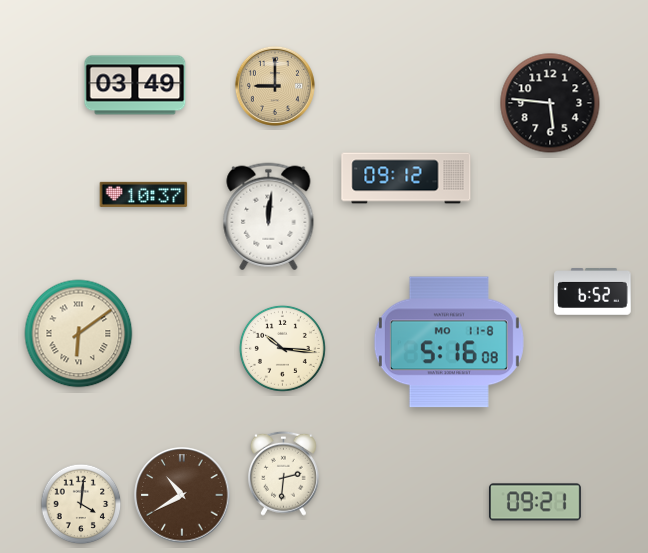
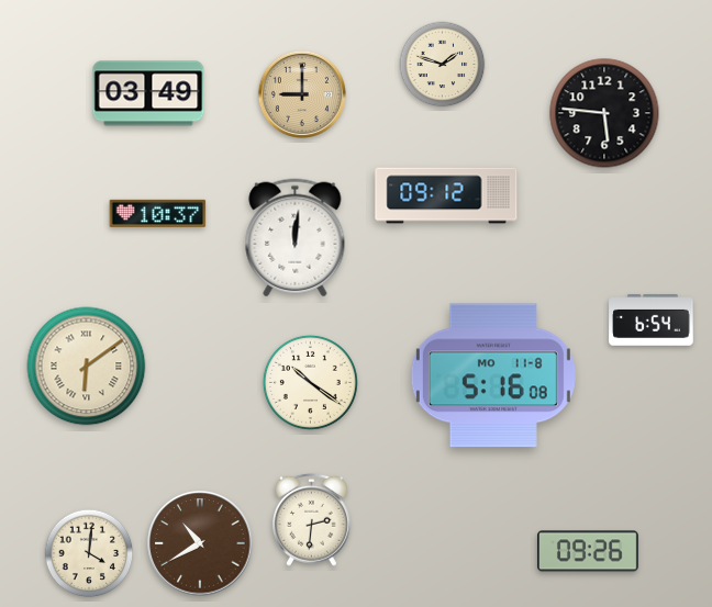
clock at (443, 65): none -> 1:48
clock at (593, 292): 6:52 -> 6:54
clock at (282, 348): 10:16 -> 10:21
clock at (535, 502): 09:21 -> 09:26
